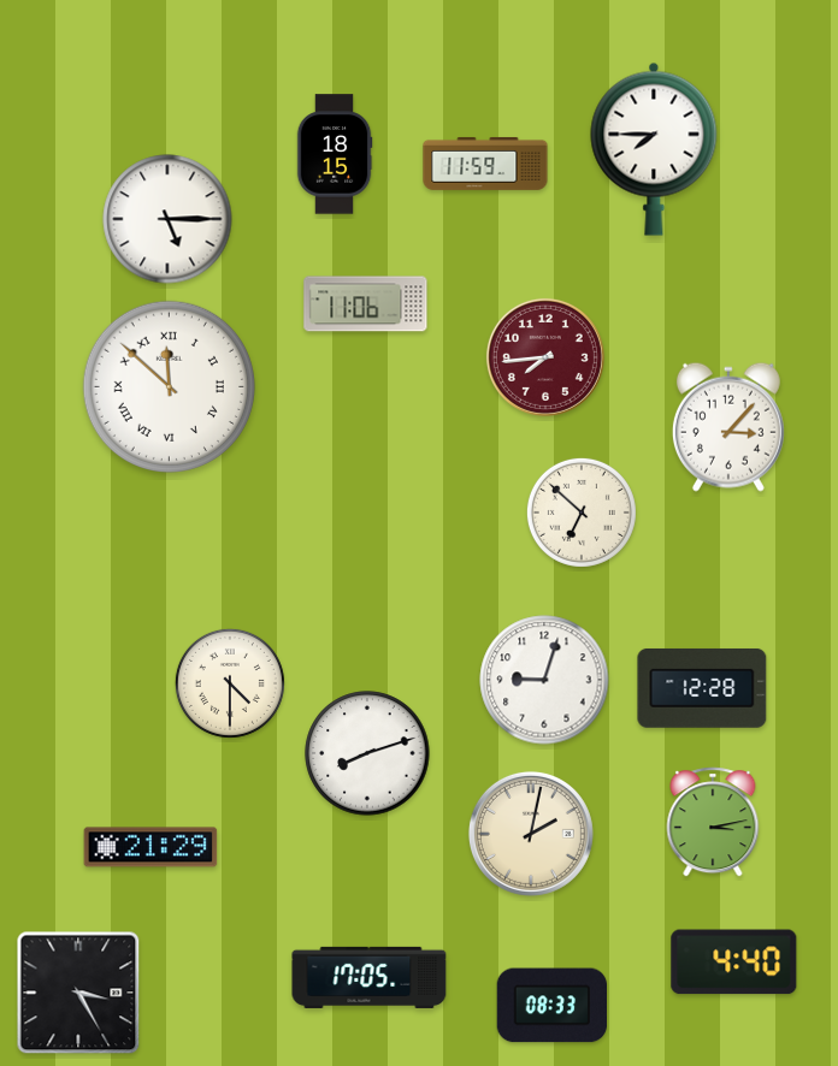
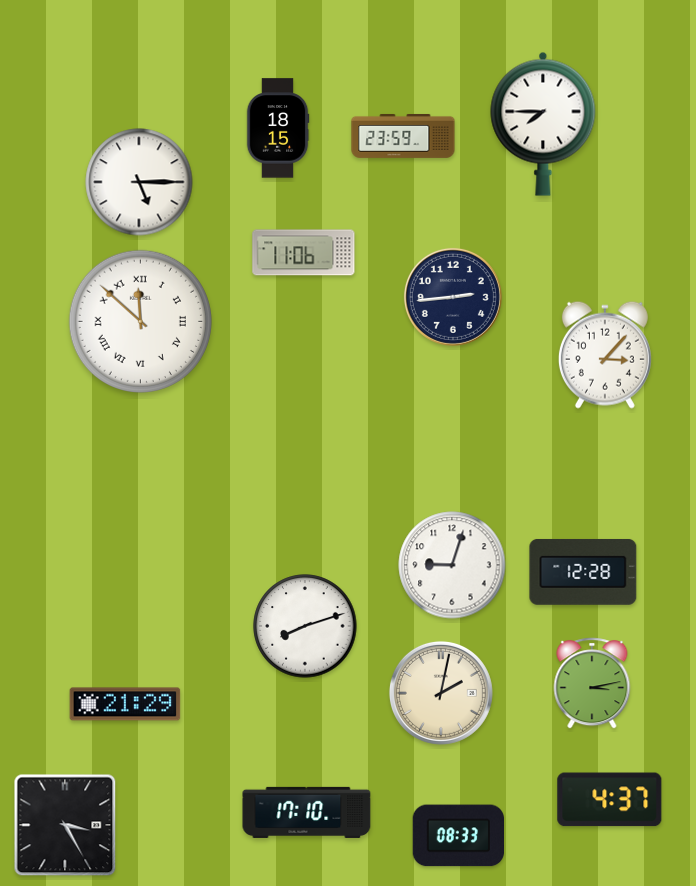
clock at (485, 164): 11:59 -> 23:59
clock at (545, 357): 7:44 -> 2:44
clock at (545, 357) dial: burgundy -> navy
clock at (582, 513): 6:52 -> none
clock at (230, 683): 4:30 -> none
clock at (734, 963): 4:40 -> 4:37
clock at (370, 977): 17:05 -> 17:10
